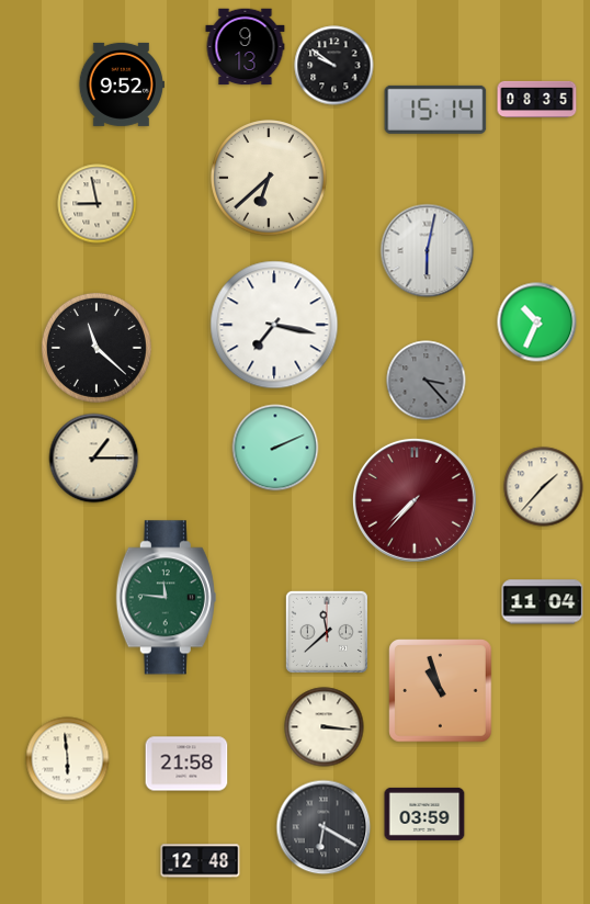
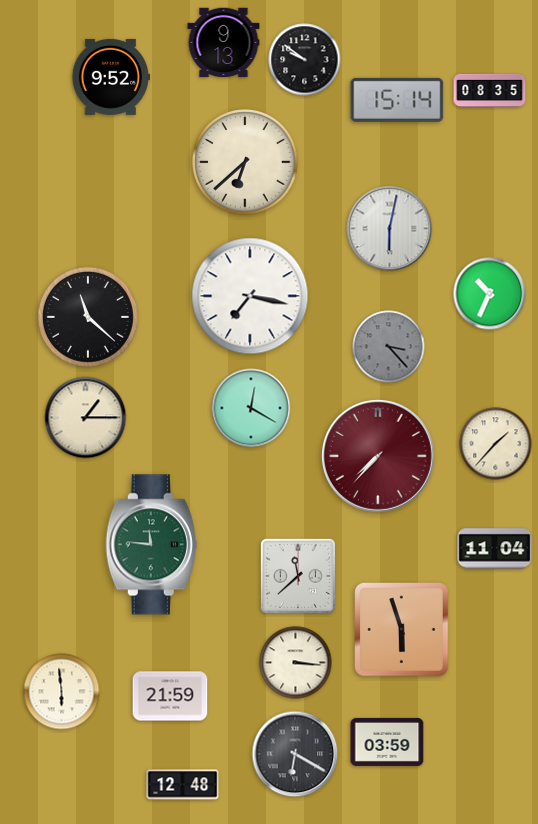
clock at (98, 204): 8:58 -> none
clock at (275, 448): 2:11 -> 12:20
clock at (441, 691): 10:57 -> 5:57
clock at (186, 764): 21:58 -> 21:59
